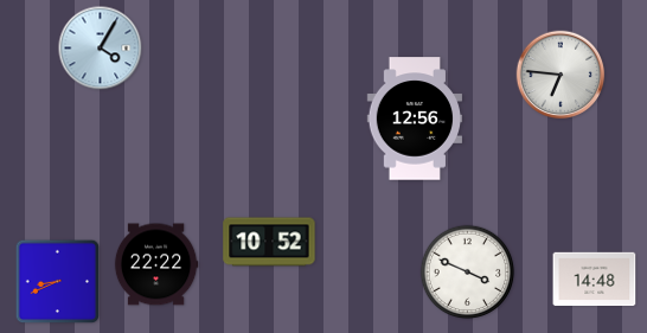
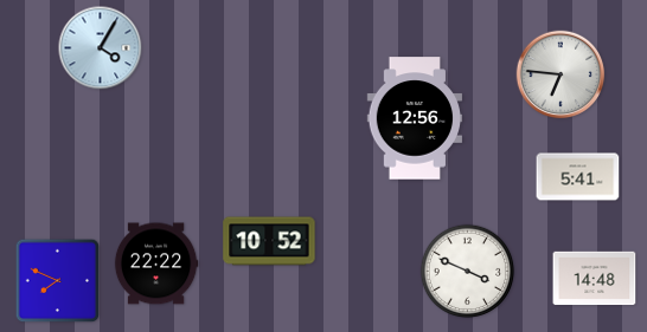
clock at (578, 177): none -> 5:41
clock at (58, 282): 8:41 -> 7:49
